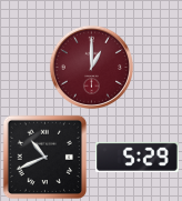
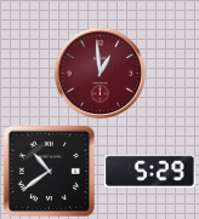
clock at (91, 67): 1:00 -> 12:59
clock at (46, 158): 10:41 -> 10:39
